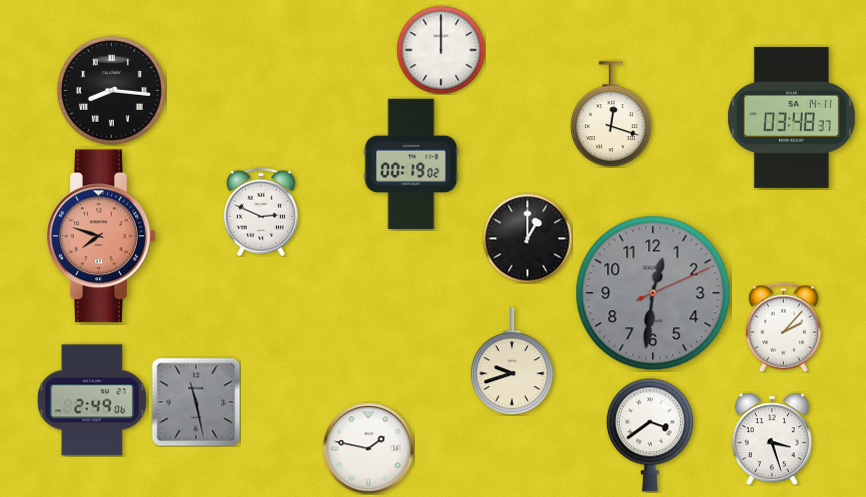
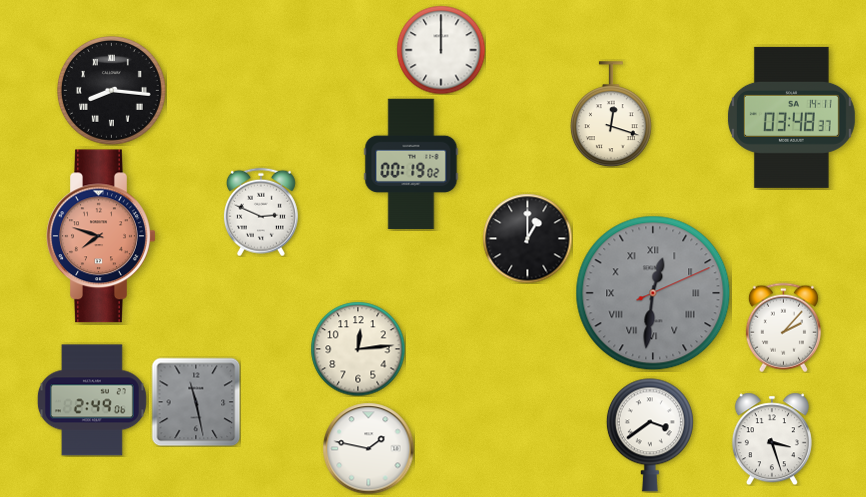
clock at (653, 293) numerals: Arabic -> Roman
clock at (358, 349): none -> 12:14
clock at (512, 361): 9:42 -> none
